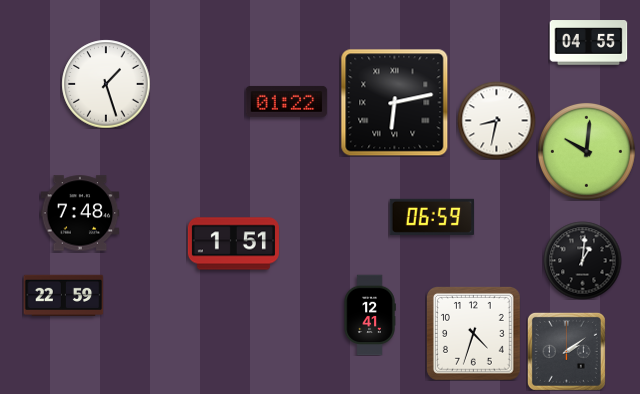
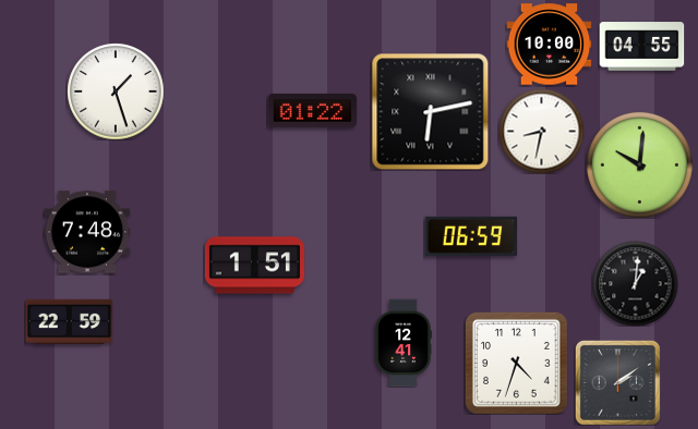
clock at (549, 45): none -> 10:00
